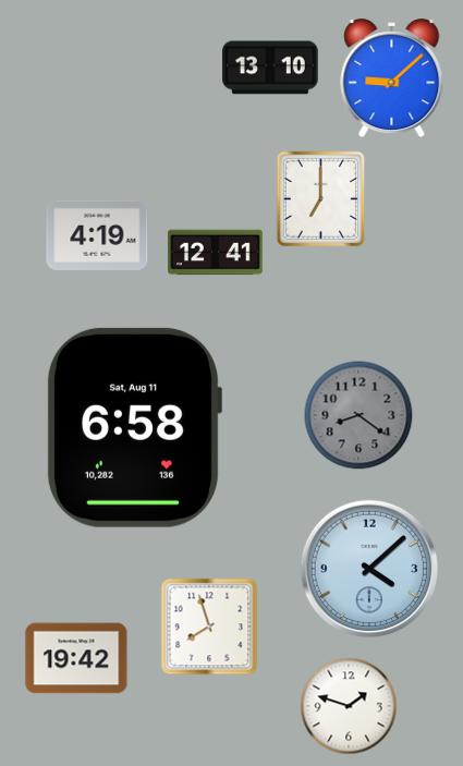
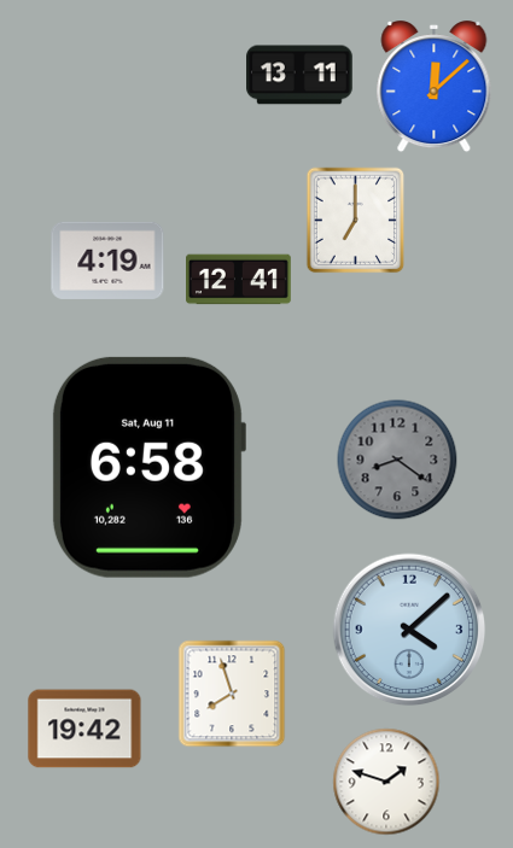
clock at (271, 68): 13:10 -> 13:11
clock at (392, 80): 9:08 -> 12:08
clock at (134, 427) position: (134, 427) -> (148, 467)
